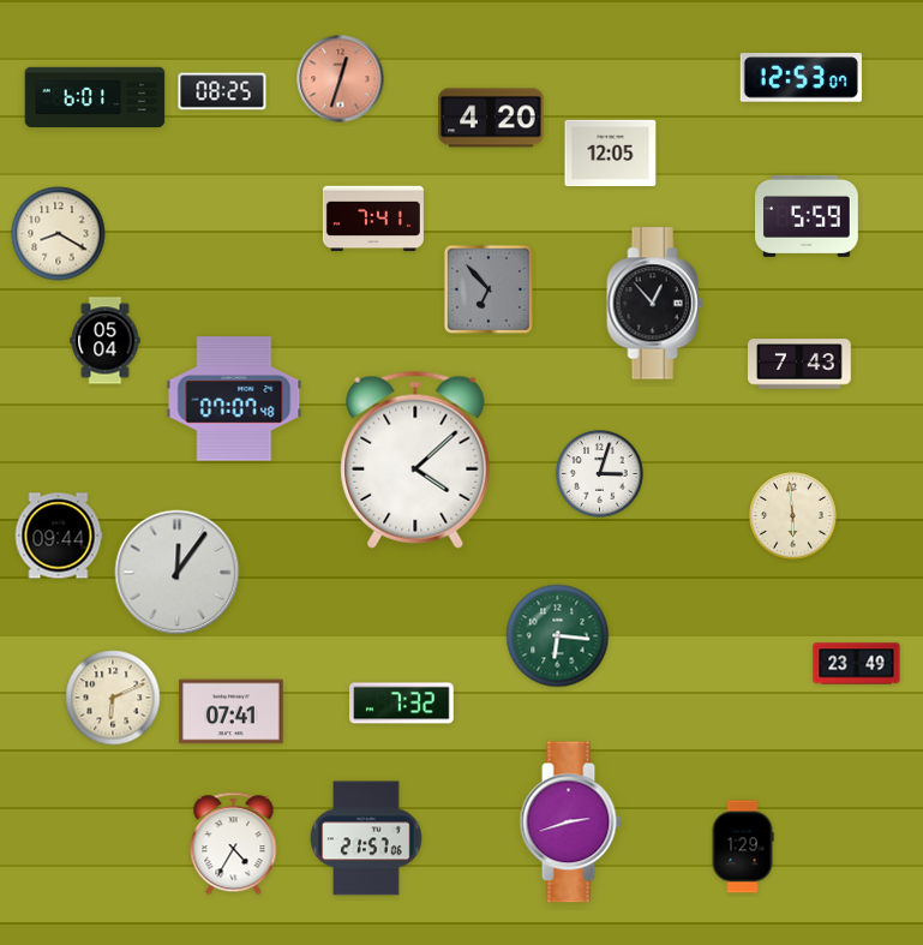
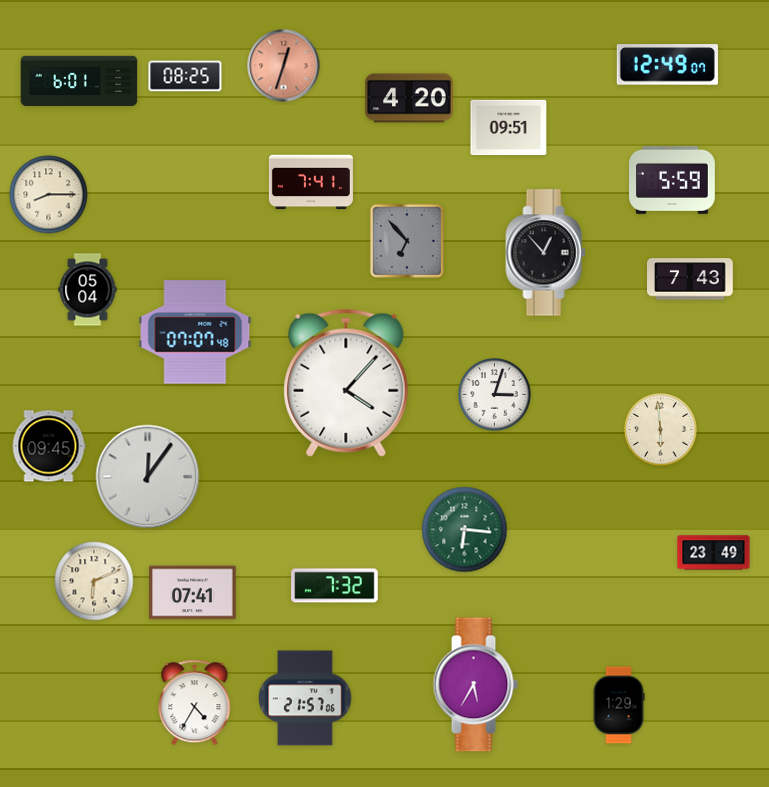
clock at (801, 78): 12:53 -> 12:49
clock at (611, 154): 12:05 -> 09:51
clock at (59, 234): 8:20 -> 8:15
clock at (106, 341) position: (106, 341) -> (88, 290)
clock at (801, 364) position: (801, 364) -> (691, 279)
clock at (415, 460): 4:08 -> 4:07
clock at (600, 474) position: (600, 474) -> (495, 395)
clock at (59, 536): 09:44 -> 09:45
clock at (570, 823): 2:42 -> 5:35
